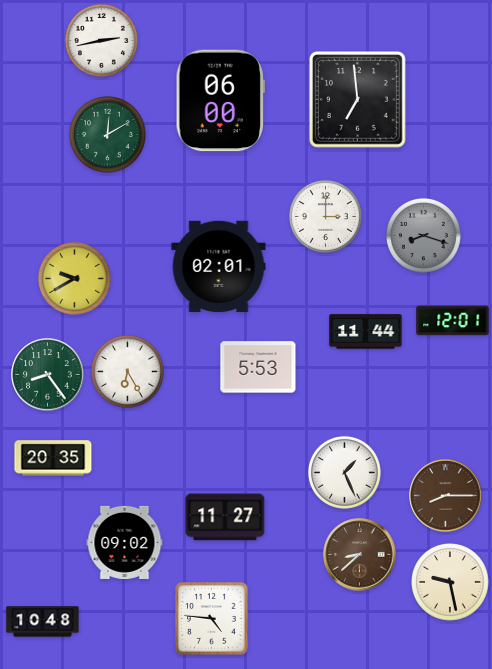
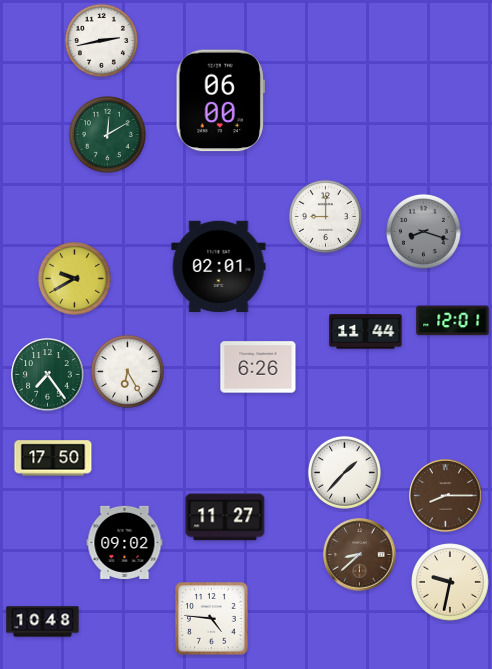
clock at (358, 100): 6:59 -> none
clock at (325, 216): 3:00 -> 9:00
clock at (423, 235) position: (423, 235) -> (423, 231)
clock at (258, 367): 5:53 -> 6:26
clock at (48, 375): 8:24 -> 7:24
clock at (53, 458): 20:35 -> 17:50
clock at (344, 472): 1:26 -> 1:37
clock at (450, 582): 9:28 -> 9:32
